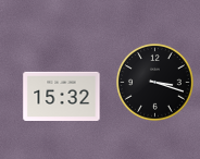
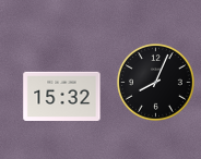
clock at (155, 83): 3:18 -> 8:04
